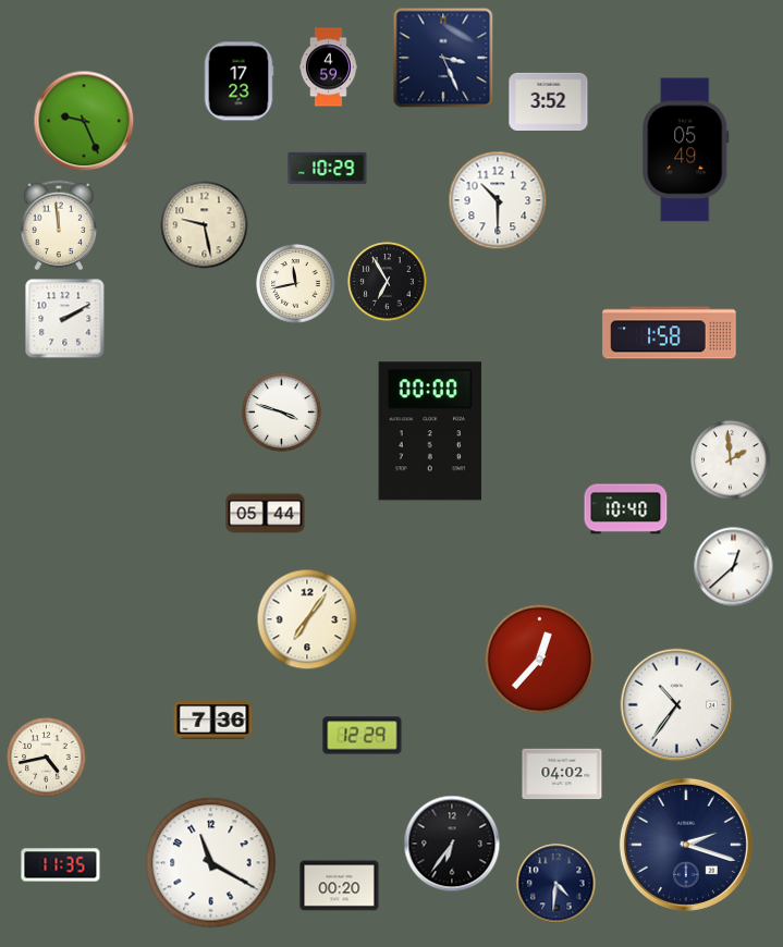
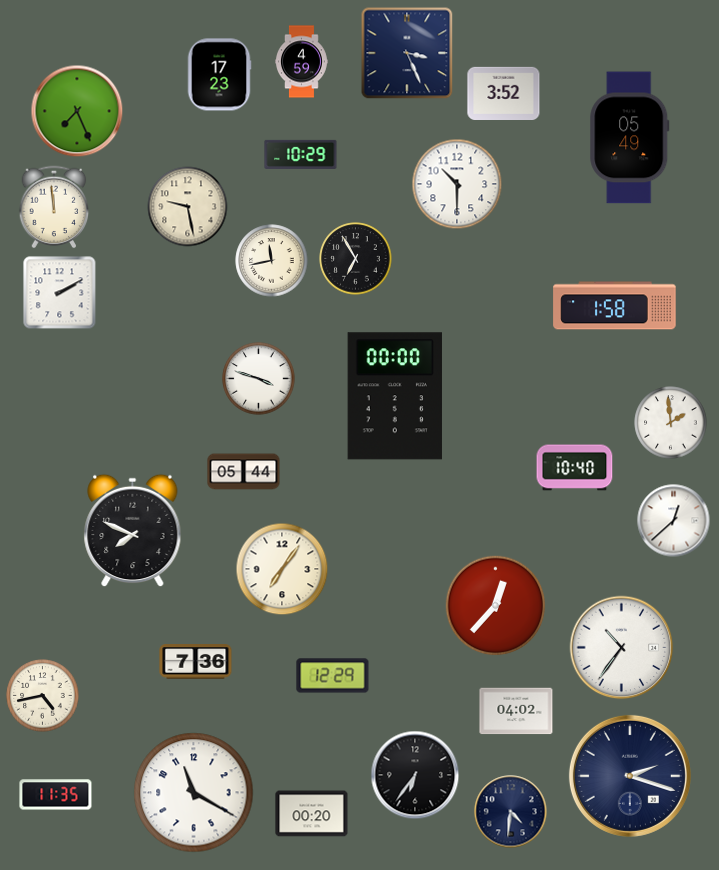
clock at (84, 121): 9:26 -> 7:26
clock at (133, 531): none -> 7:49
